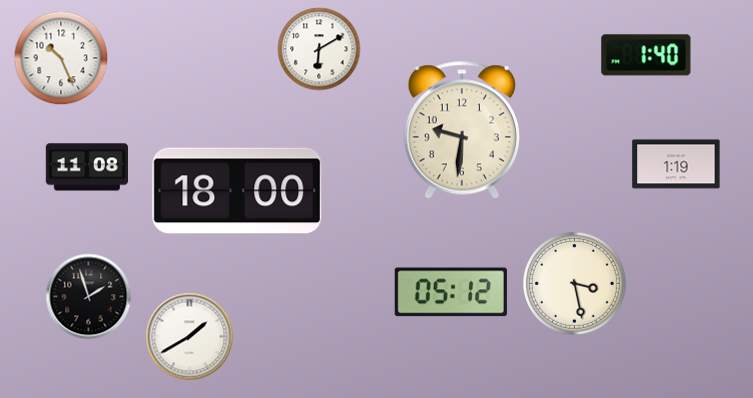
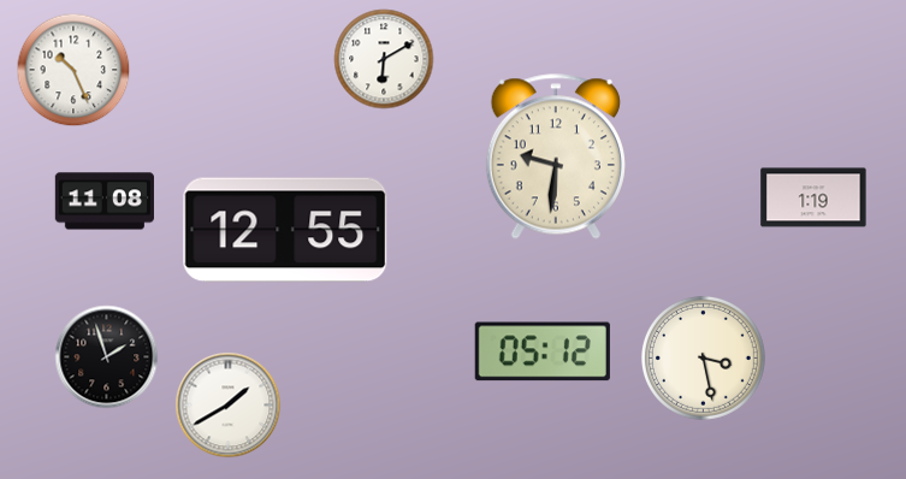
clock at (646, 55): 1:40 -> none
clock at (237, 191): 18:00 -> 12:55
clock at (574, 283) position: (574, 283) -> (703, 357)
